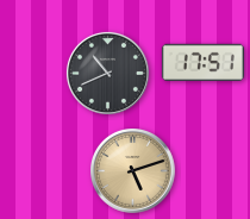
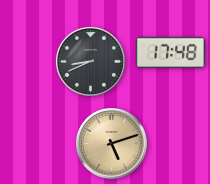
clock at (202, 62): 17:51 -> 17:48
clock at (107, 73): 10:41 -> 8:41
